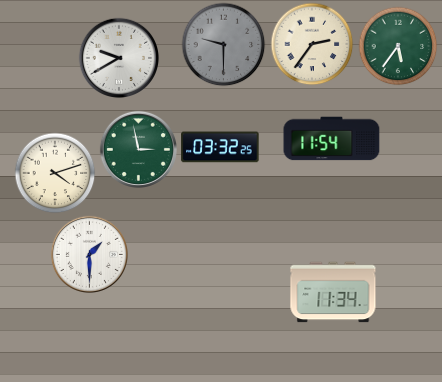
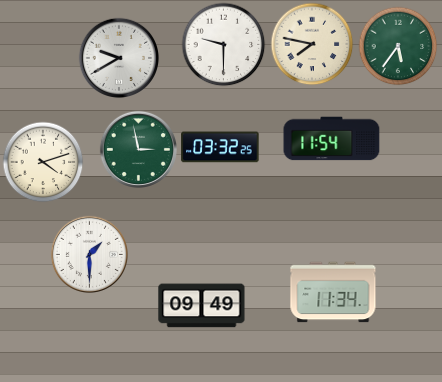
clock at (223, 44) dial: grey -> white
clock at (312, 44): 2:36 -> 7:47
clock at (55, 173) position: (55, 173) -> (43, 162)
clock at (202, 306): none -> 09:49
